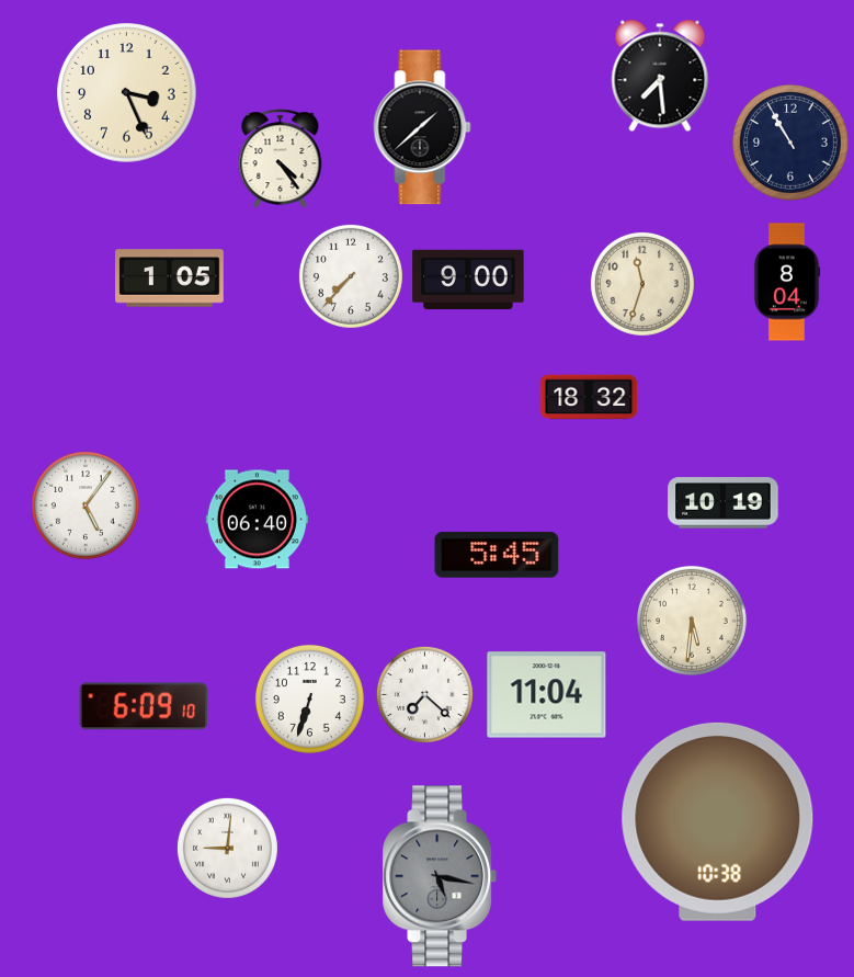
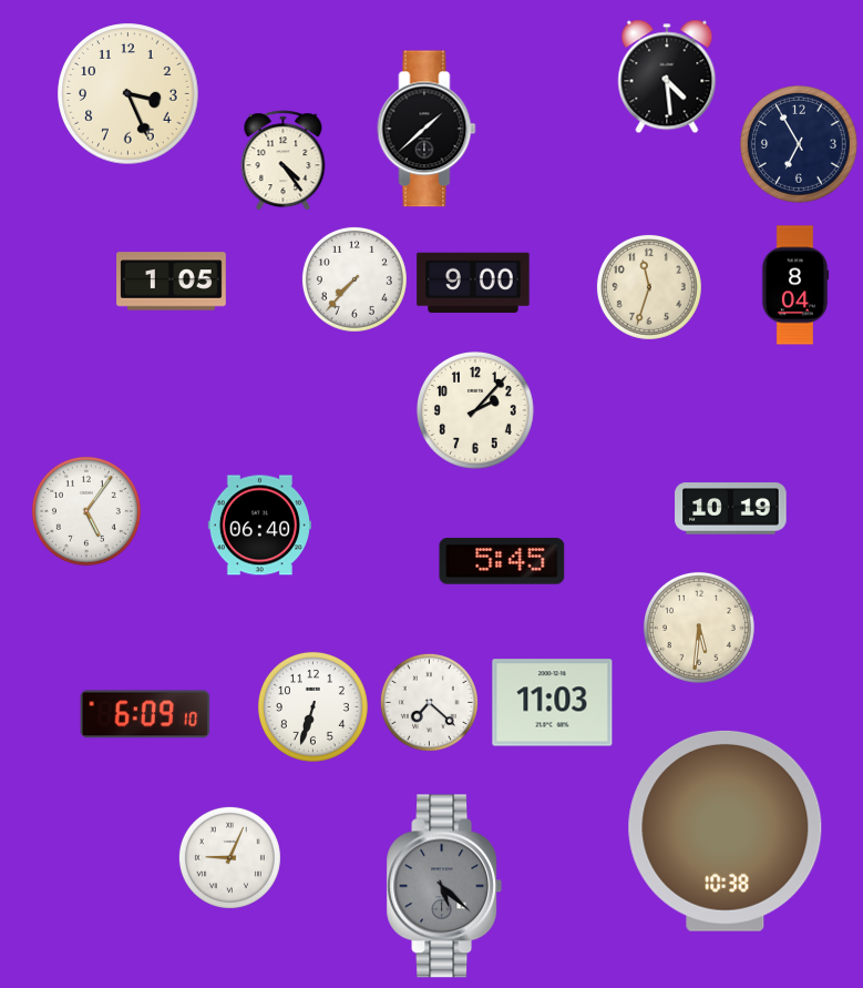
clock at (660, 76): 7:29 -> 4:29
clock at (790, 143): 10:55 -> 6:55
clock at (589, 397): 18:32 -> none
clock at (475, 410): none -> 2:07
clock at (547, 695): 11:04 -> 11:03
clock at (227, 848): 9:01 -> 9:04
clock at (440, 876): 5:17 -> 5:22
